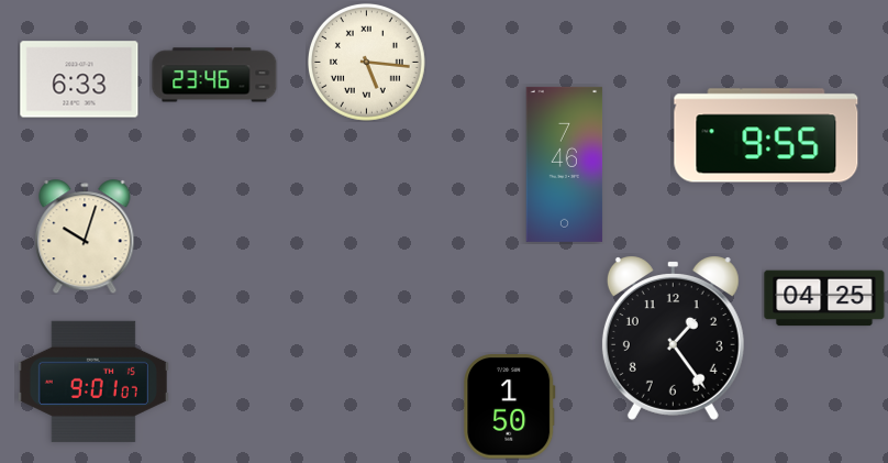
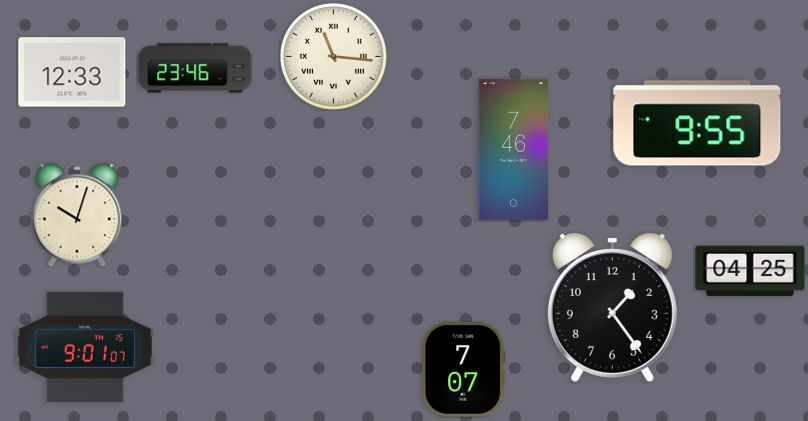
clock at (367, 63): 5:16 -> 11:16
clock at (79, 79): 6:33 -> 12:33
clock at (510, 407): 1:50 -> 7:07
